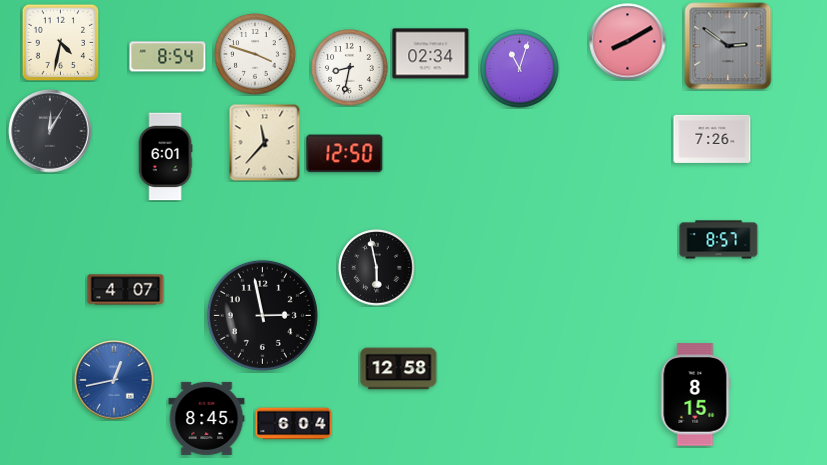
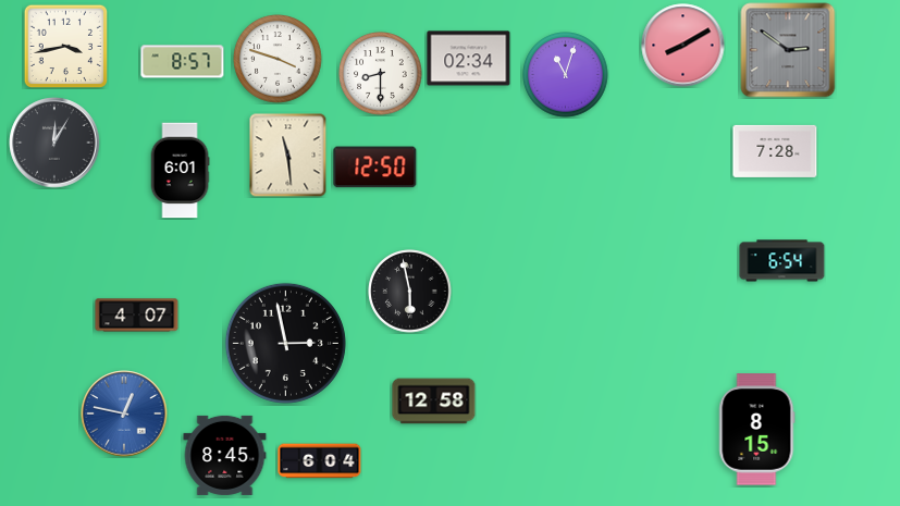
clock at (60, 42): 4:32 -> 3:43
clock at (728, 46) position: (728, 46) -> (788, 50)
clock at (168, 57): 8:54 -> 8:57
clock at (350, 68): 8:32 -> 8:30
clock at (712, 139): 7:26 -> 7:28
clock at (265, 142): 11:37 -> 11:29
clock at (719, 240): 8:57 -> 6:54
clock at (114, 380): 12:43 -> 12:47
